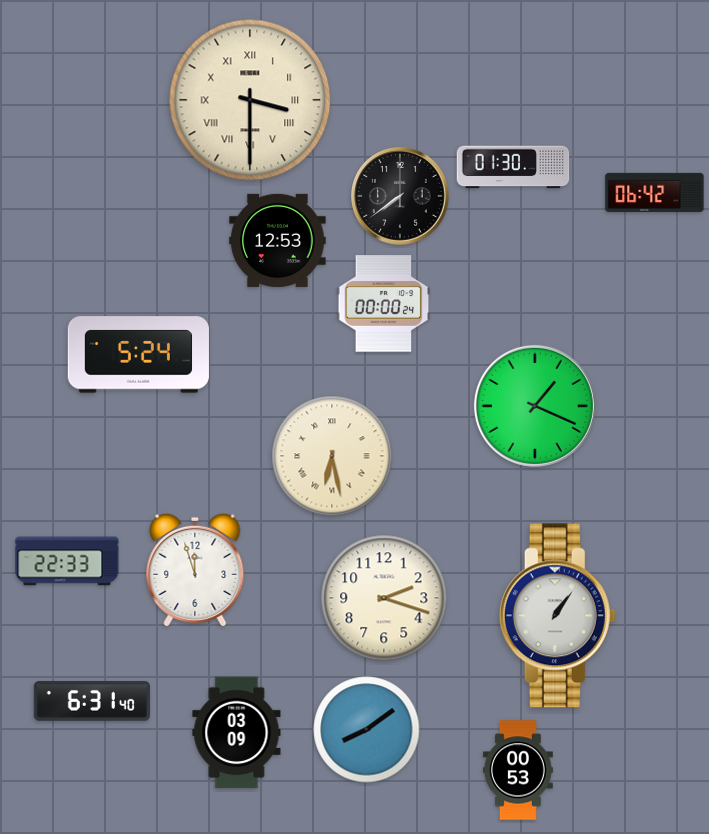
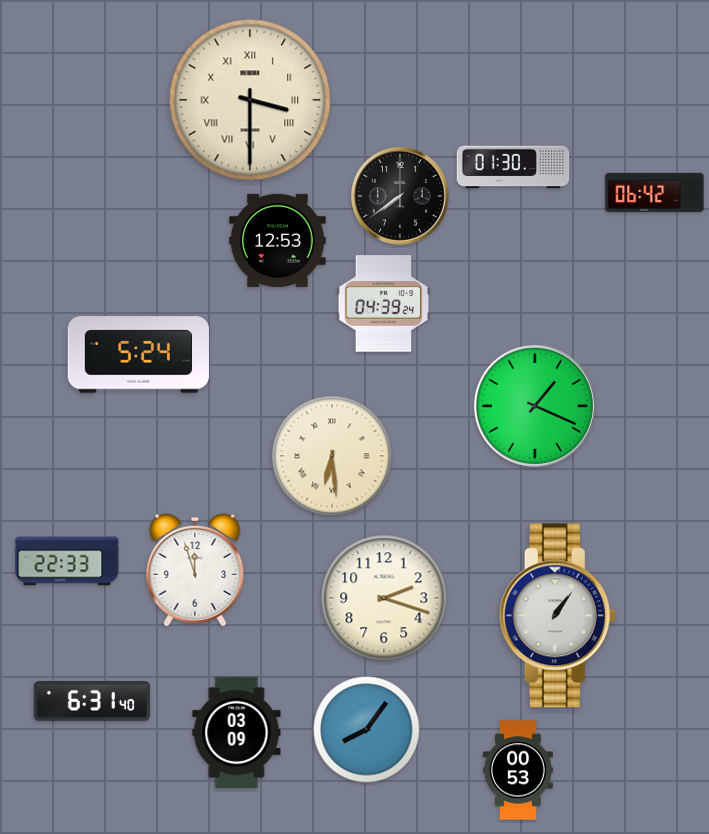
clock at (384, 304): 00:00 -> 04:39
clock at (332, 456): 6:28 -> 6:29
clock at (367, 730): 8:09 -> 8:06
